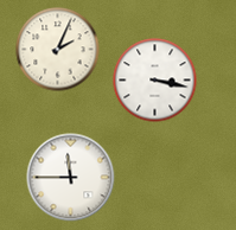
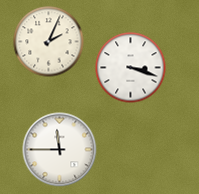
clock at (155, 81): 3:17 -> 3:18
